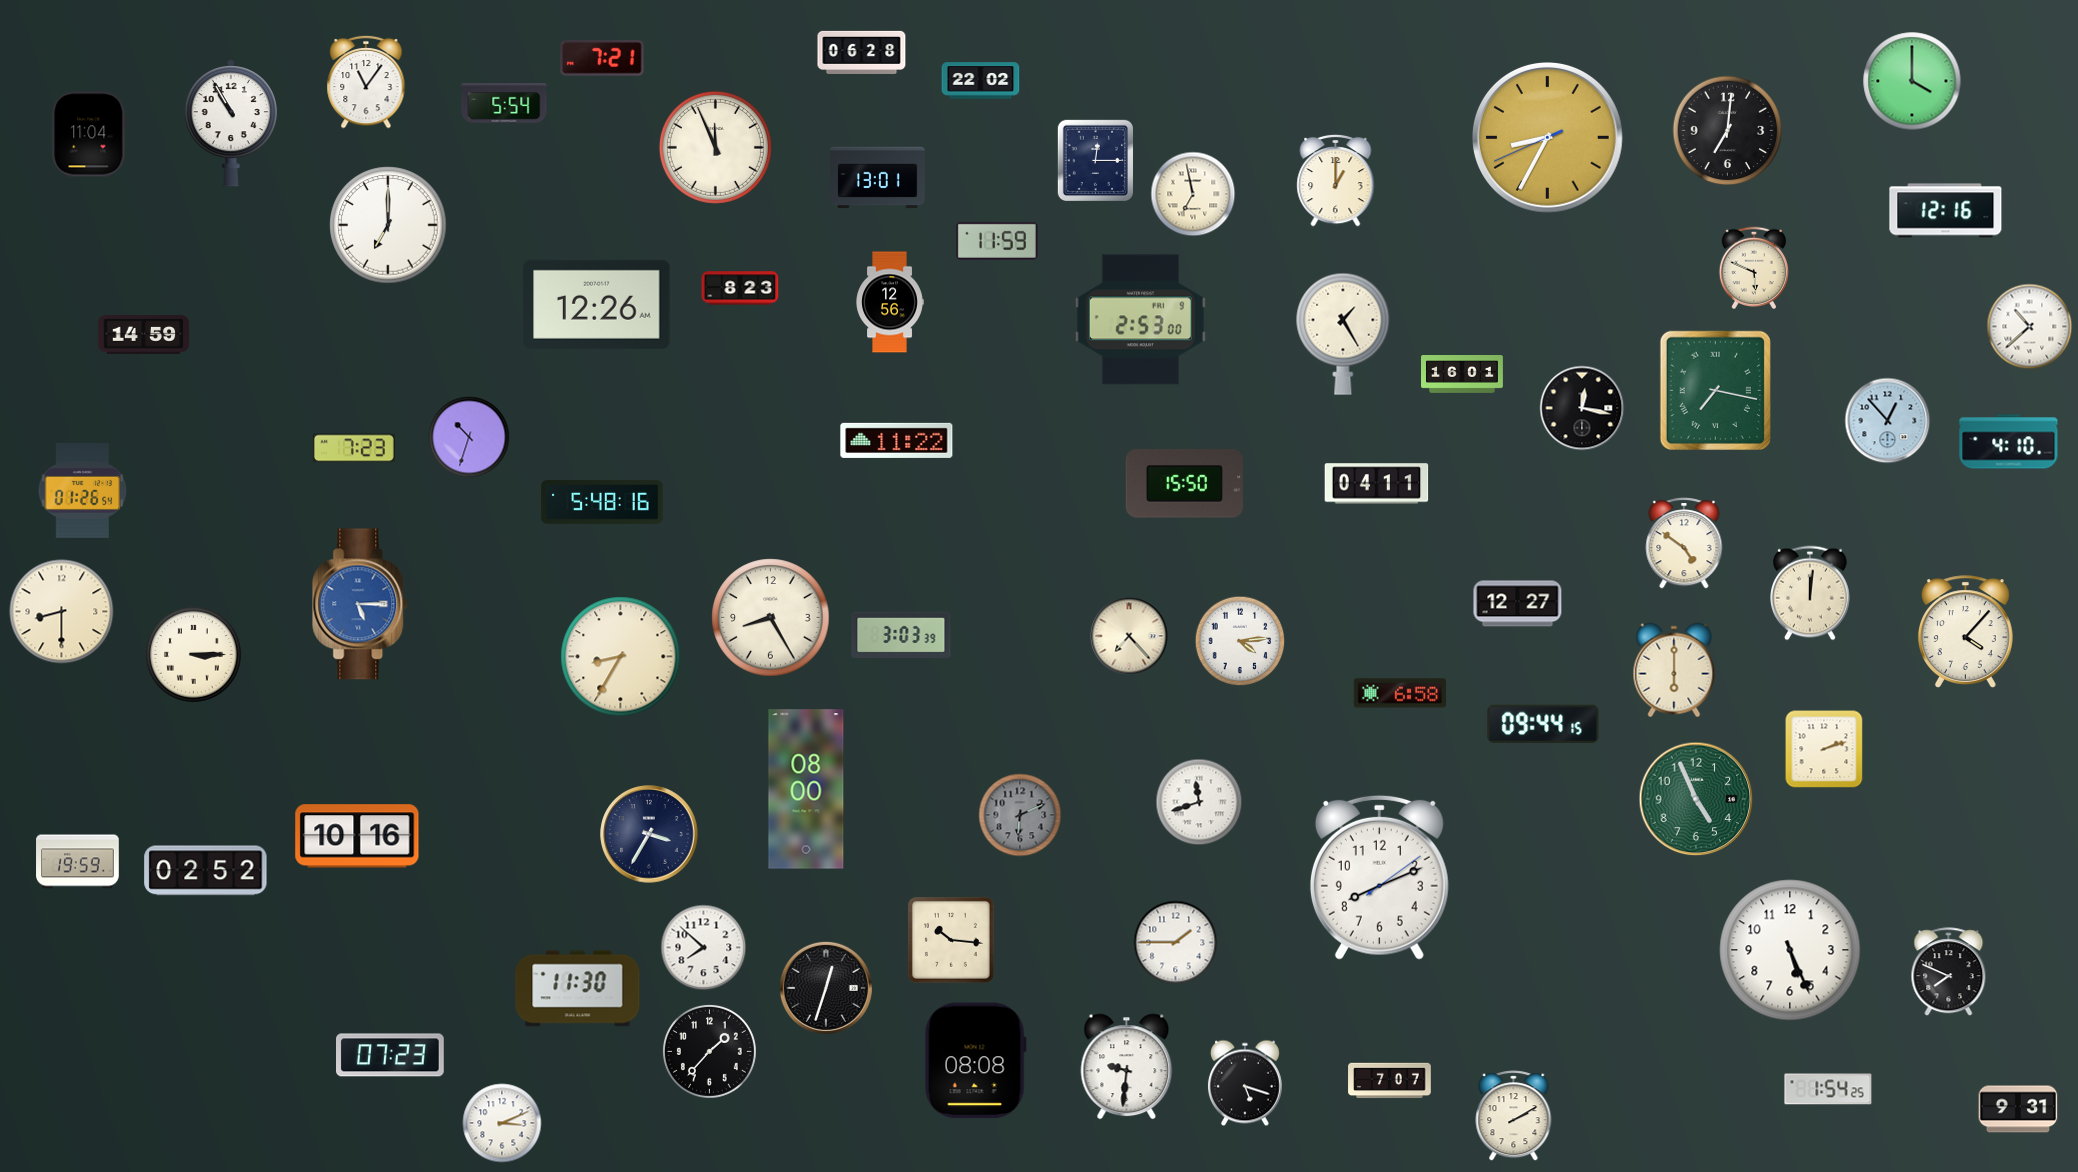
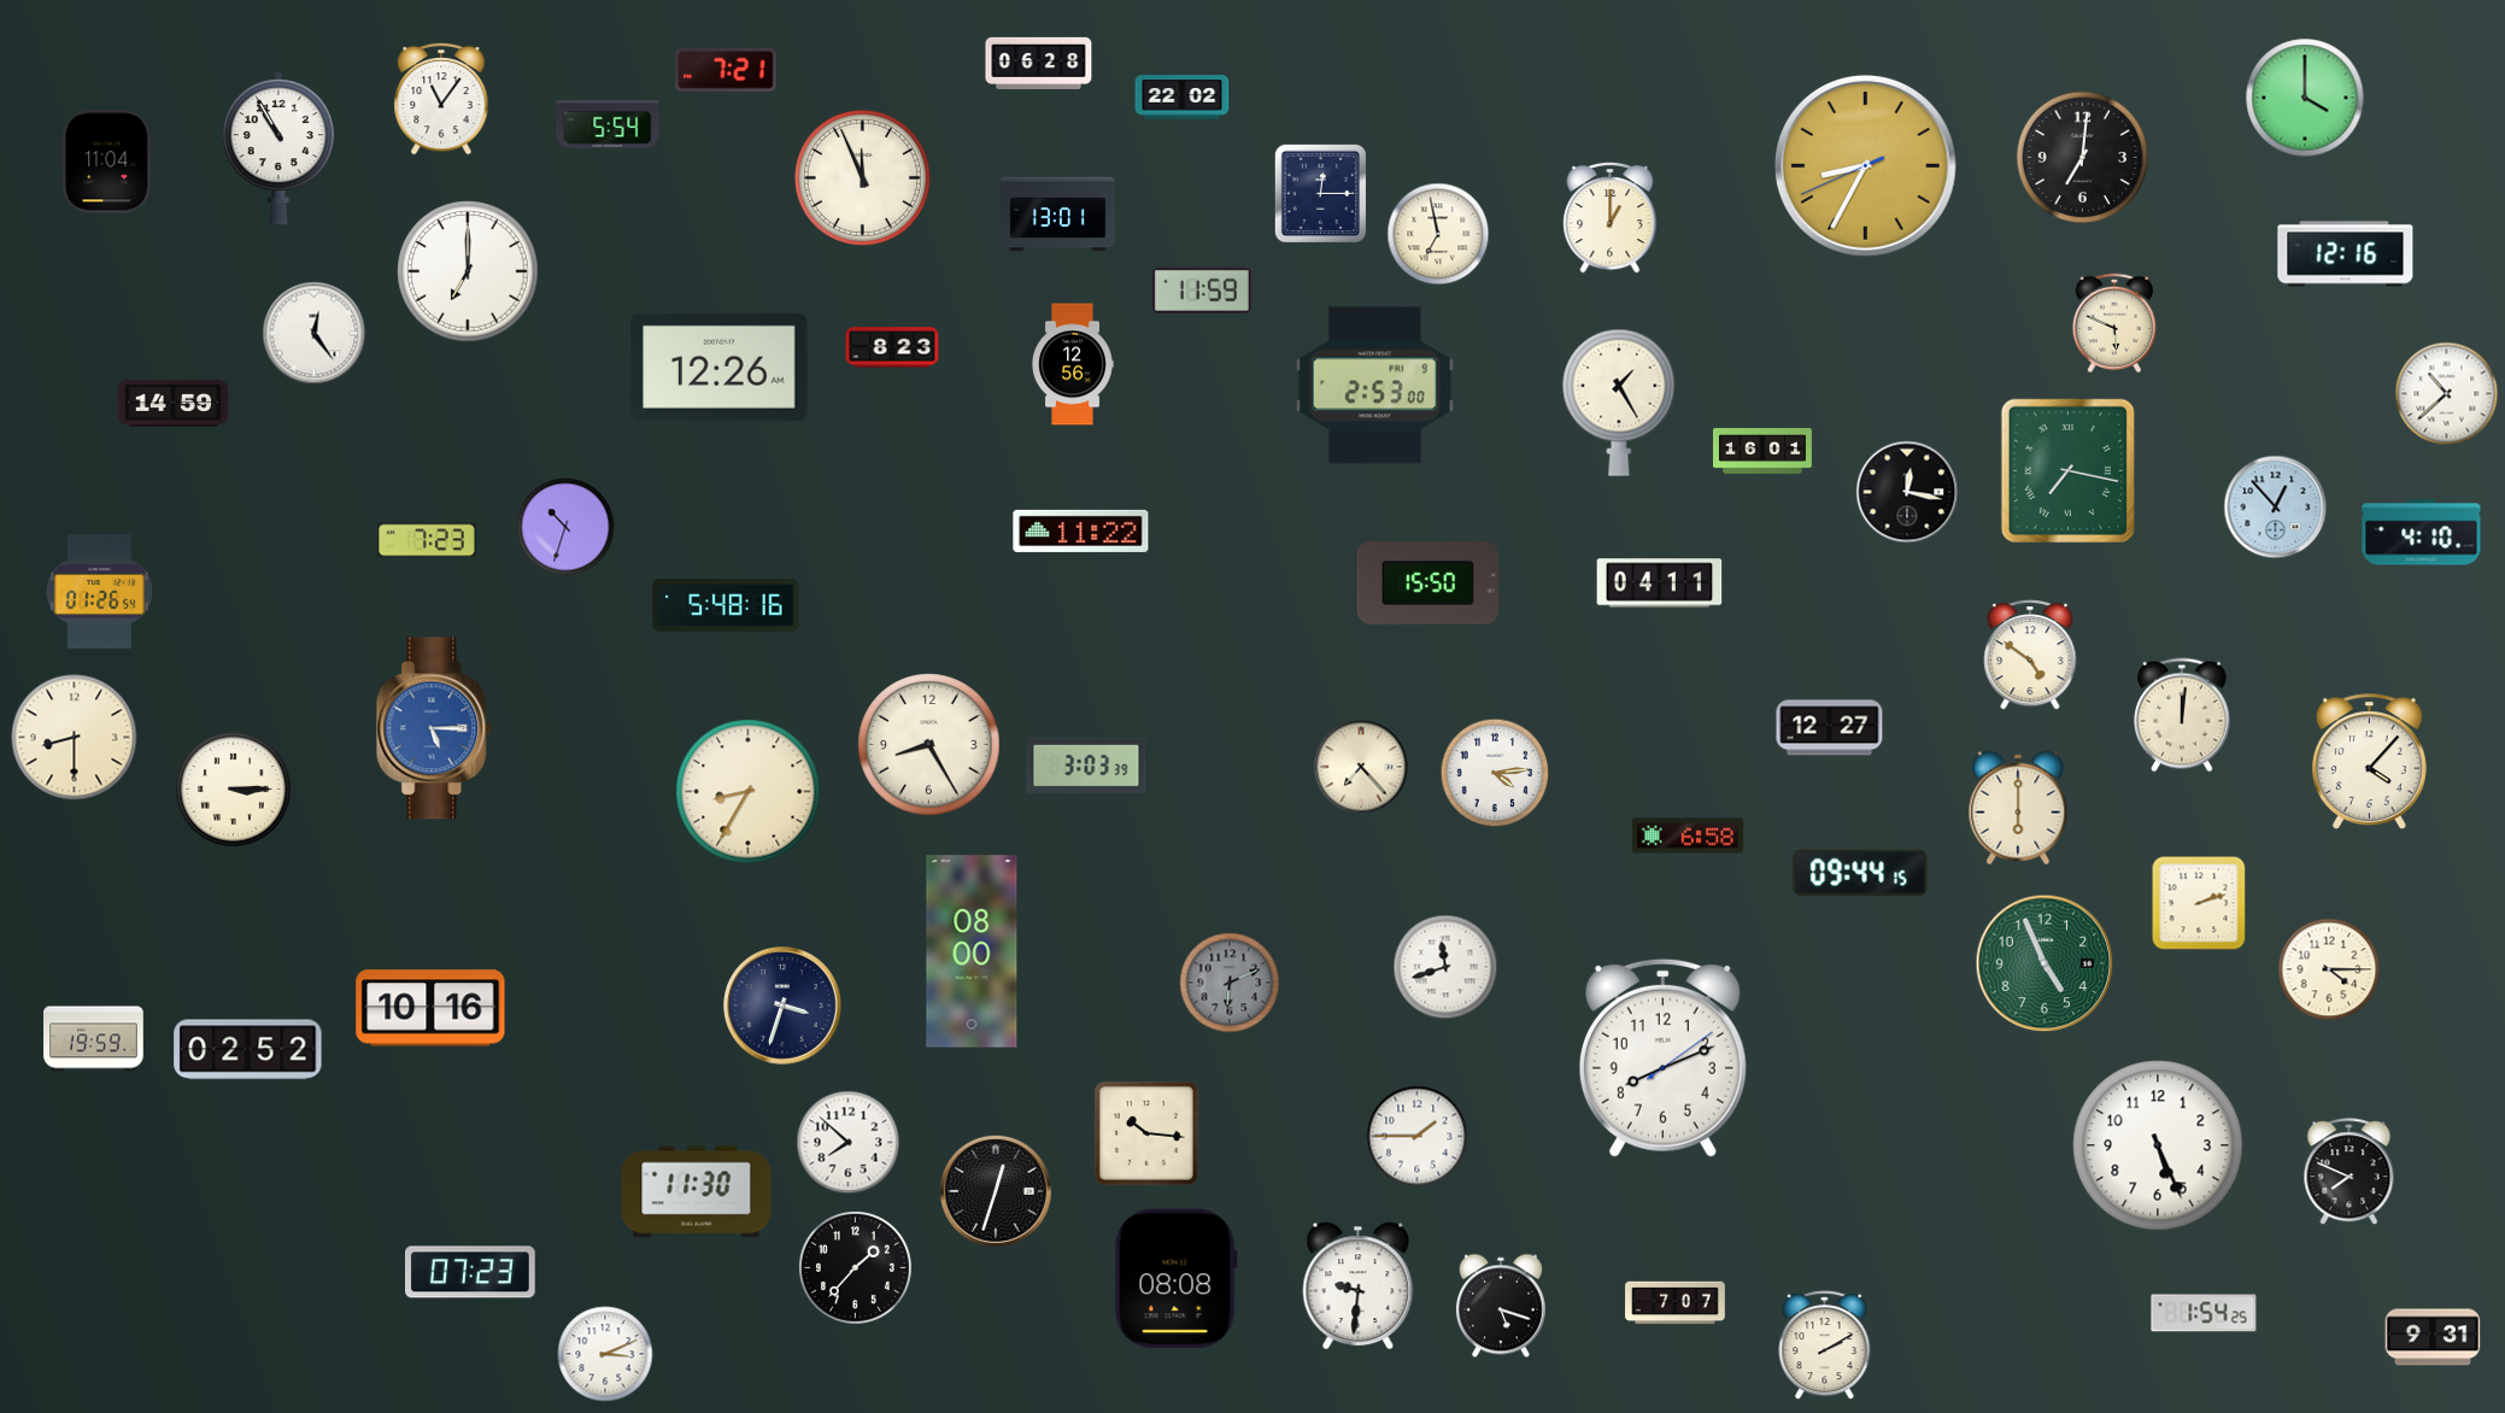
clock at (315, 334): none -> 12:24
clock at (2329, 969): none -> 4:15
clock at (649, 834): 3:35 -> 3:33
